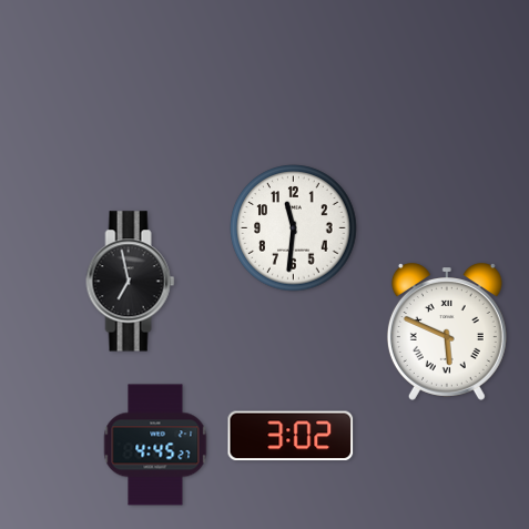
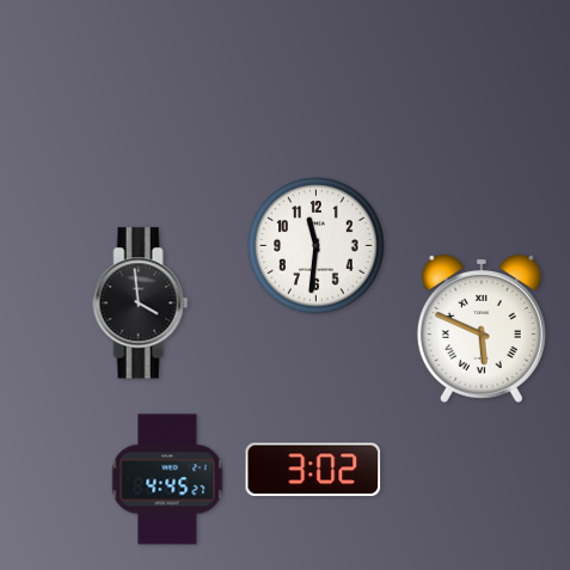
clock at (131, 282): 6:58 -> 3:59
clock at (447, 333) position: (447, 333) -> (482, 330)
